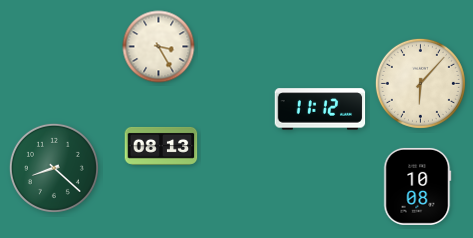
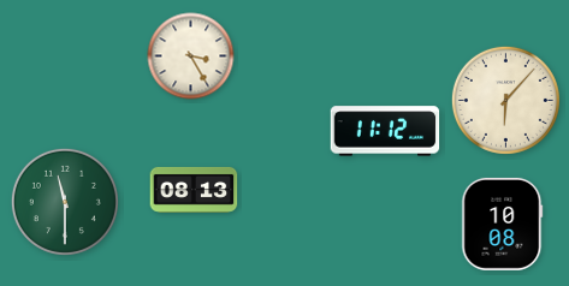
clock at (161, 146) position: (161, 146) -> (194, 190)
clock at (54, 168): 8:22 -> 11:30
